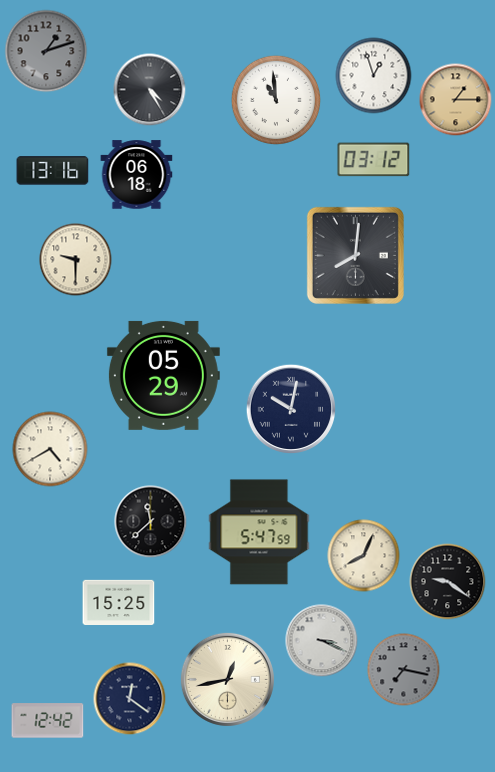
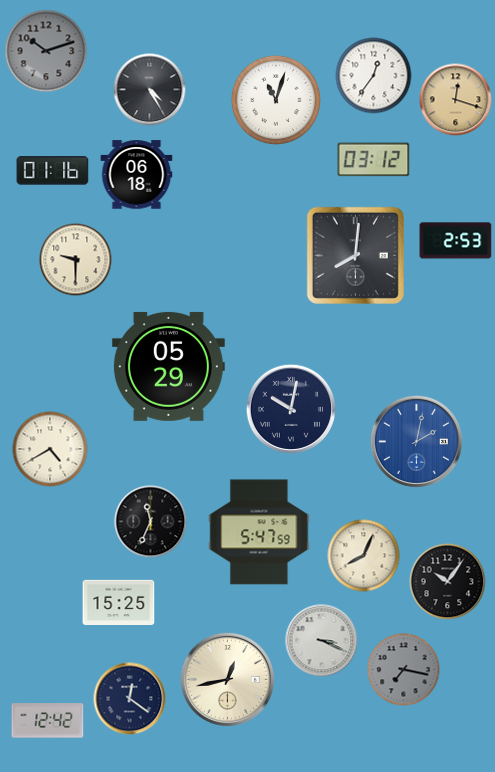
clock at (46, 51): 1:12 -> 10:12
clock at (374, 76): 12:57 -> 12:36
clock at (276, 100): 10:59 -> 11:03
clock at (456, 100): 1:15 -> 12:18
clock at (53, 171): 13:16 -> 01:16
clock at (456, 241): none -> 2:53
clock at (163, 375) position: (163, 375) -> (168, 366)
clock at (416, 441): none -> 2:02
clock at (151, 522): 11:38 -> 11:34
clock at (448, 582): 9:21 -> 10:06
